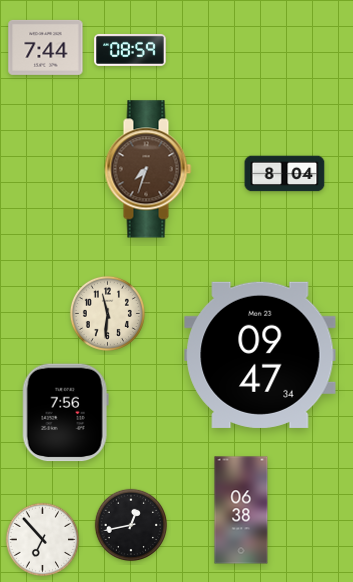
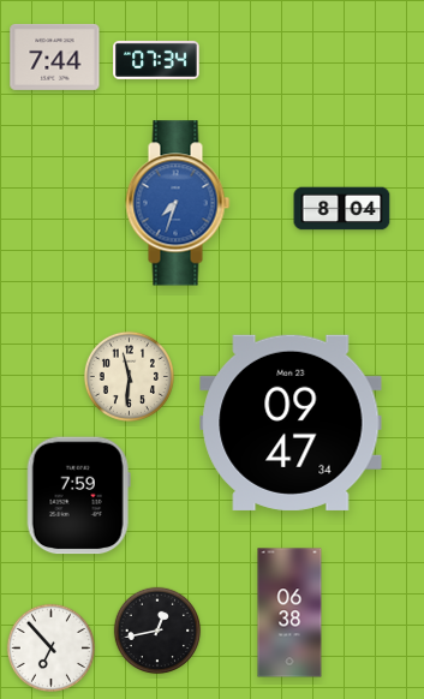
clock at (130, 50): 08:59 -> 07:34
clock at (148, 169) dial: brown -> blue
clock at (260, 355) position: (260, 355) -> (291, 423)
clock at (65, 413): 7:56 -> 7:59
